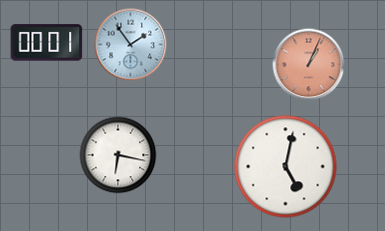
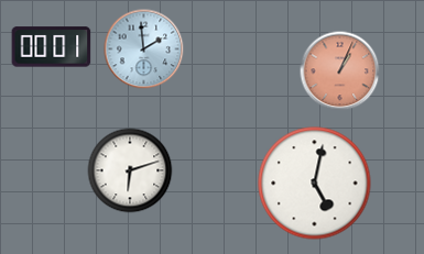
clock at (131, 45): 1:54 -> 1:59
clock at (118, 155): 6:17 -> 6:12
